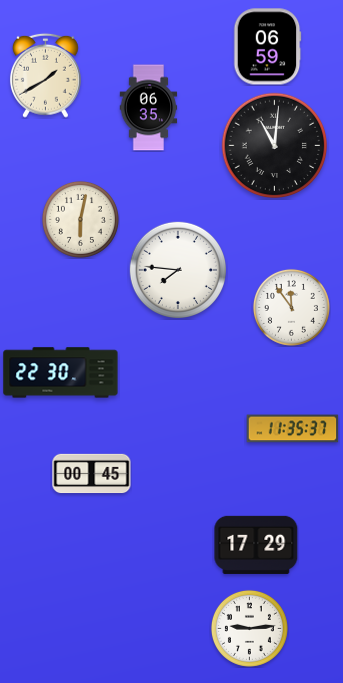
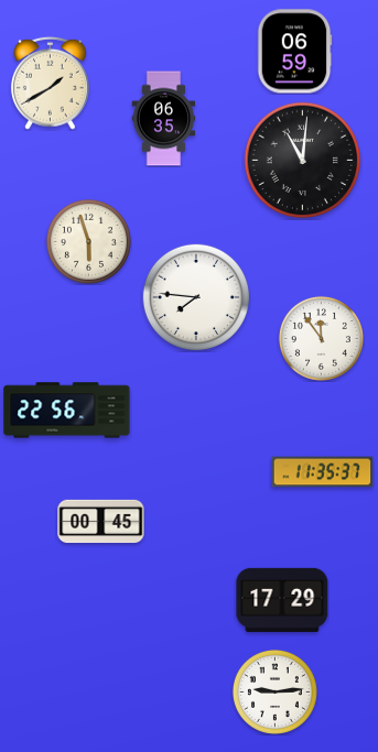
clock at (80, 219): 6:02 -> 5:57
clock at (61, 373): 22:30 -> 22:56
